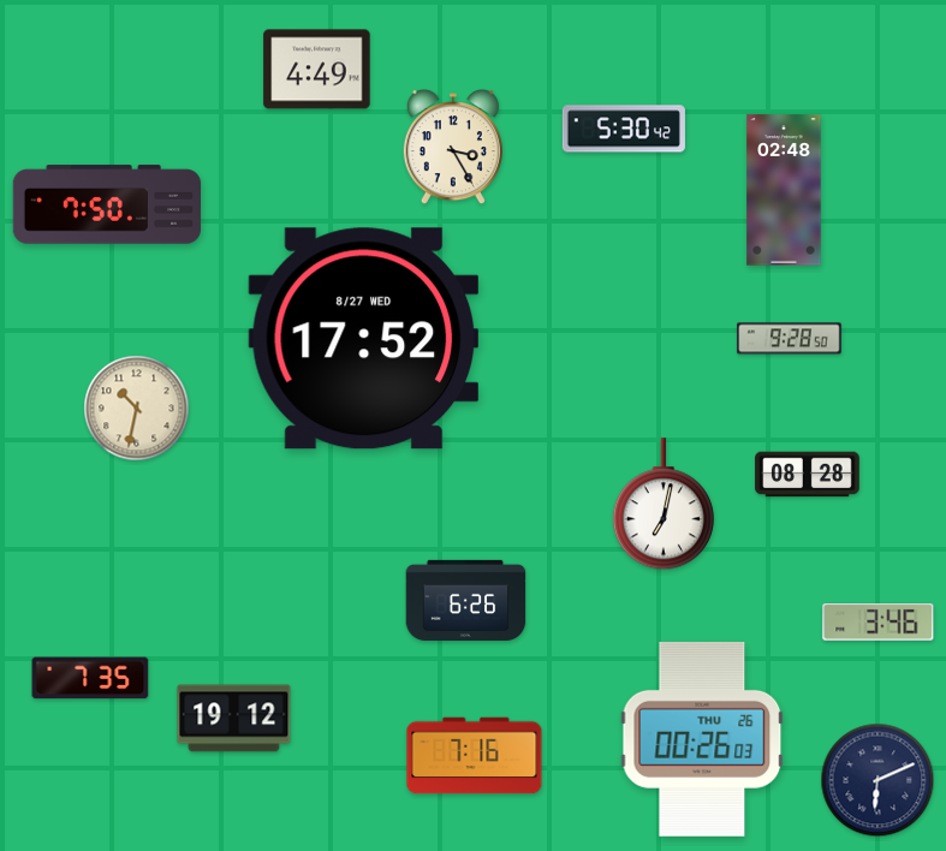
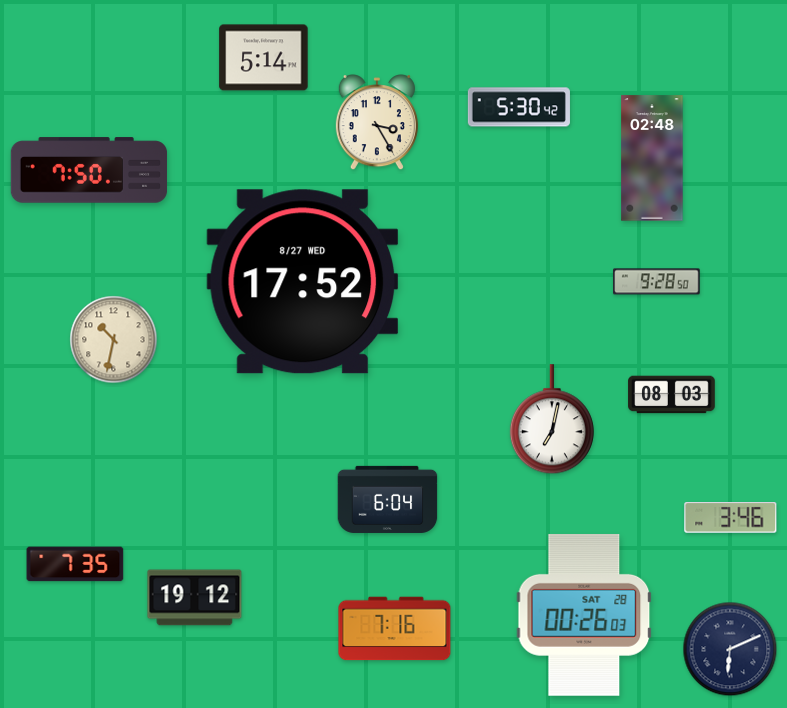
clock at (317, 70): 4:49 -> 5:14
clock at (808, 475): 08:28 -> 08:03
clock at (466, 600): 6:26 -> 6:04
clock at (702, 739) date: THU 26 -> SAT 28
